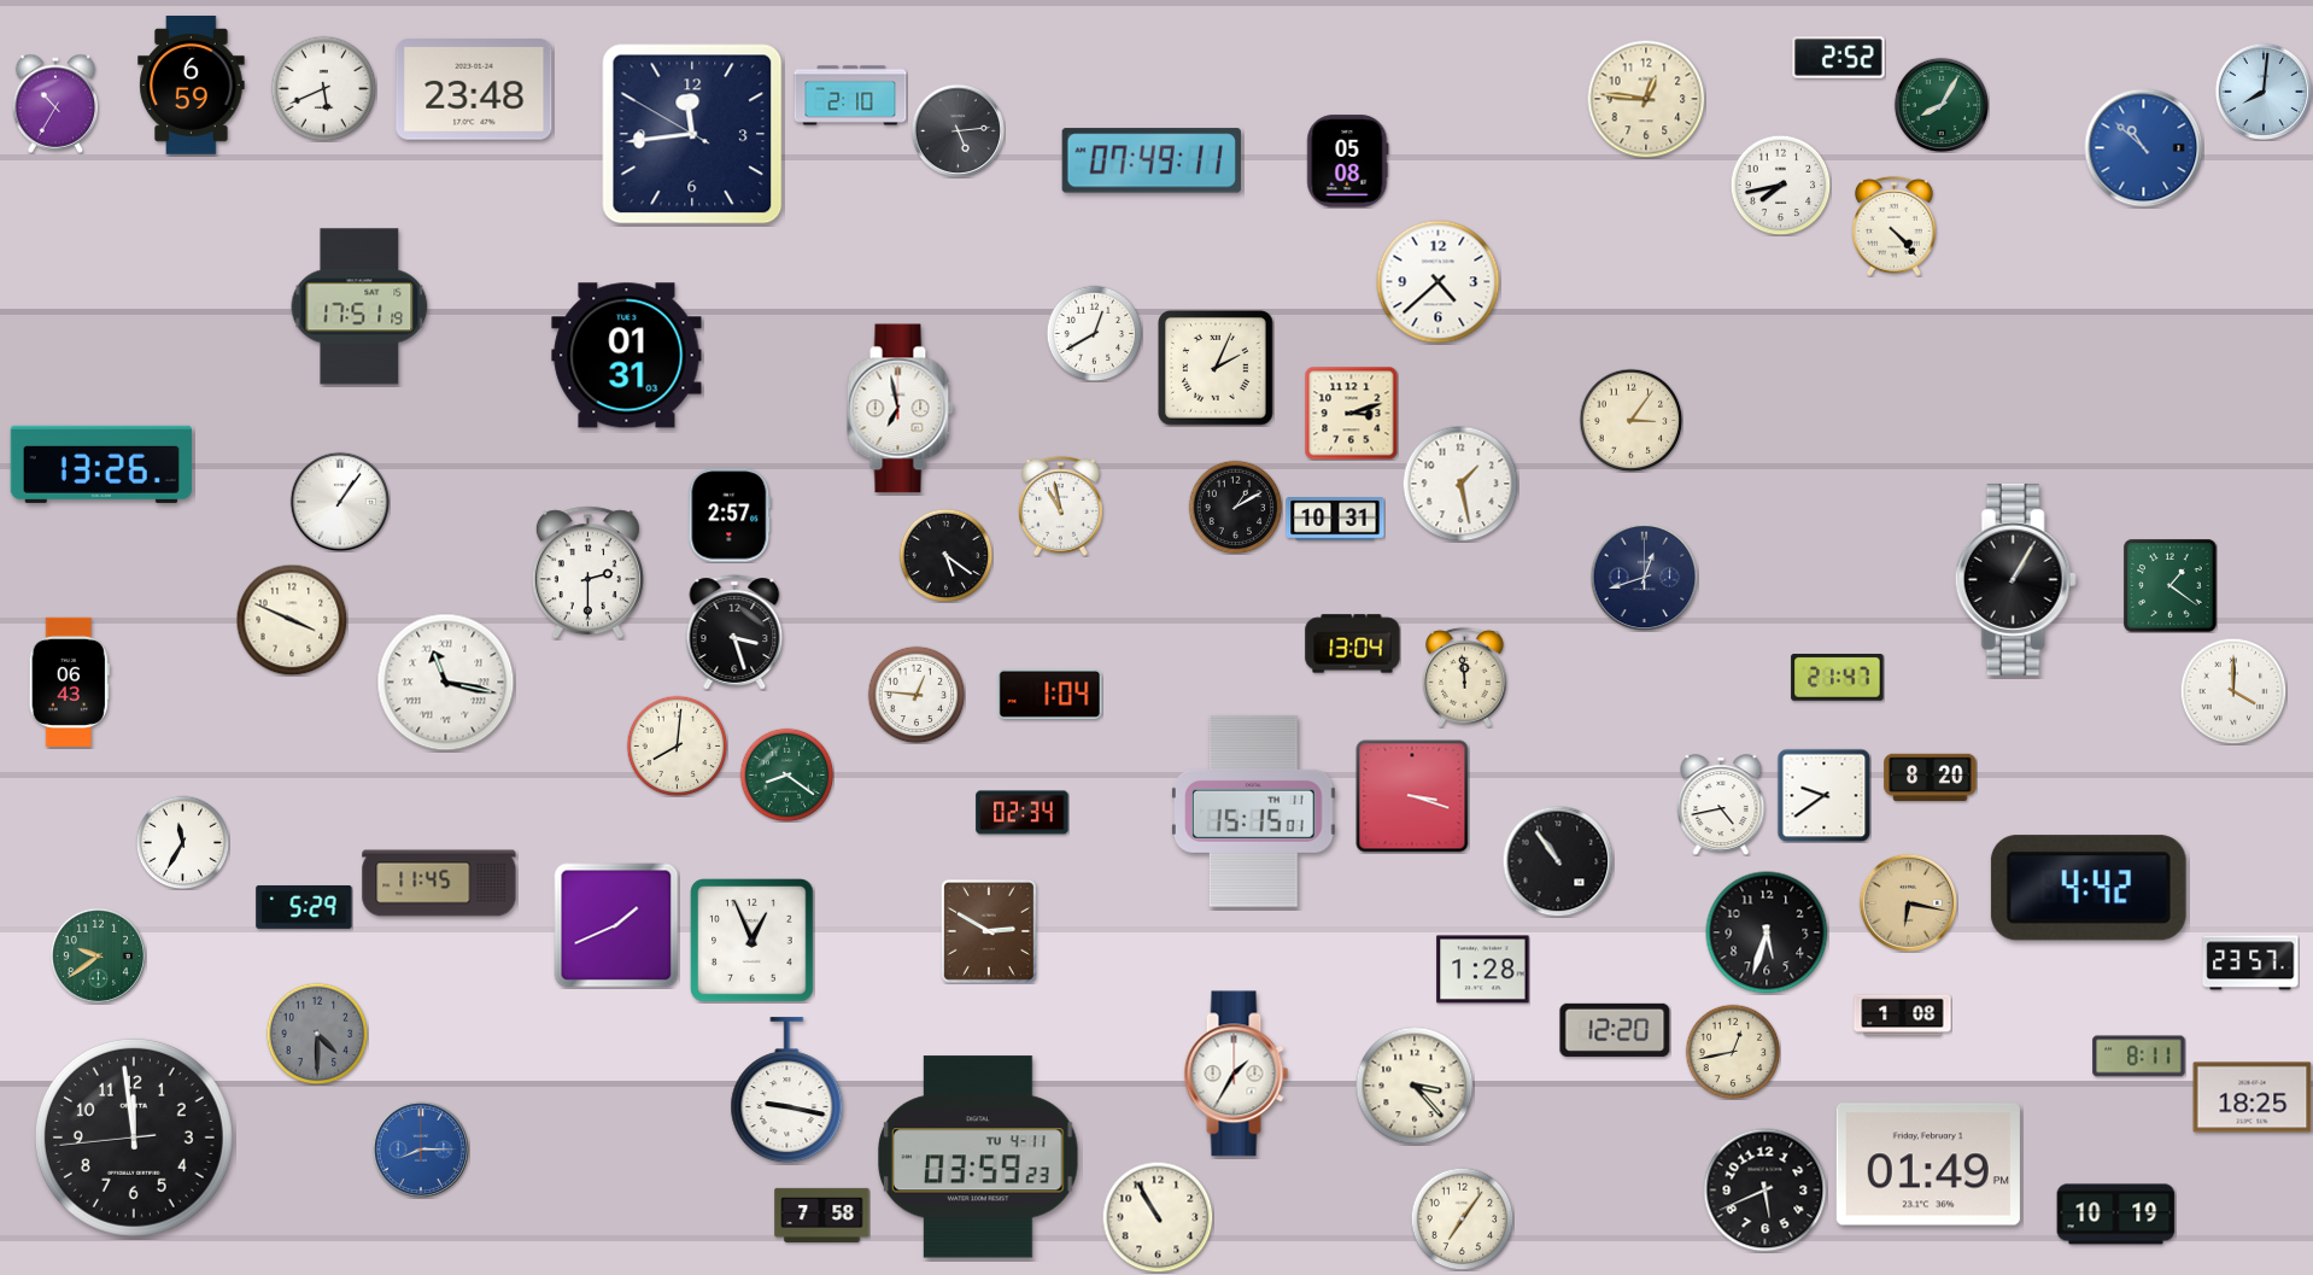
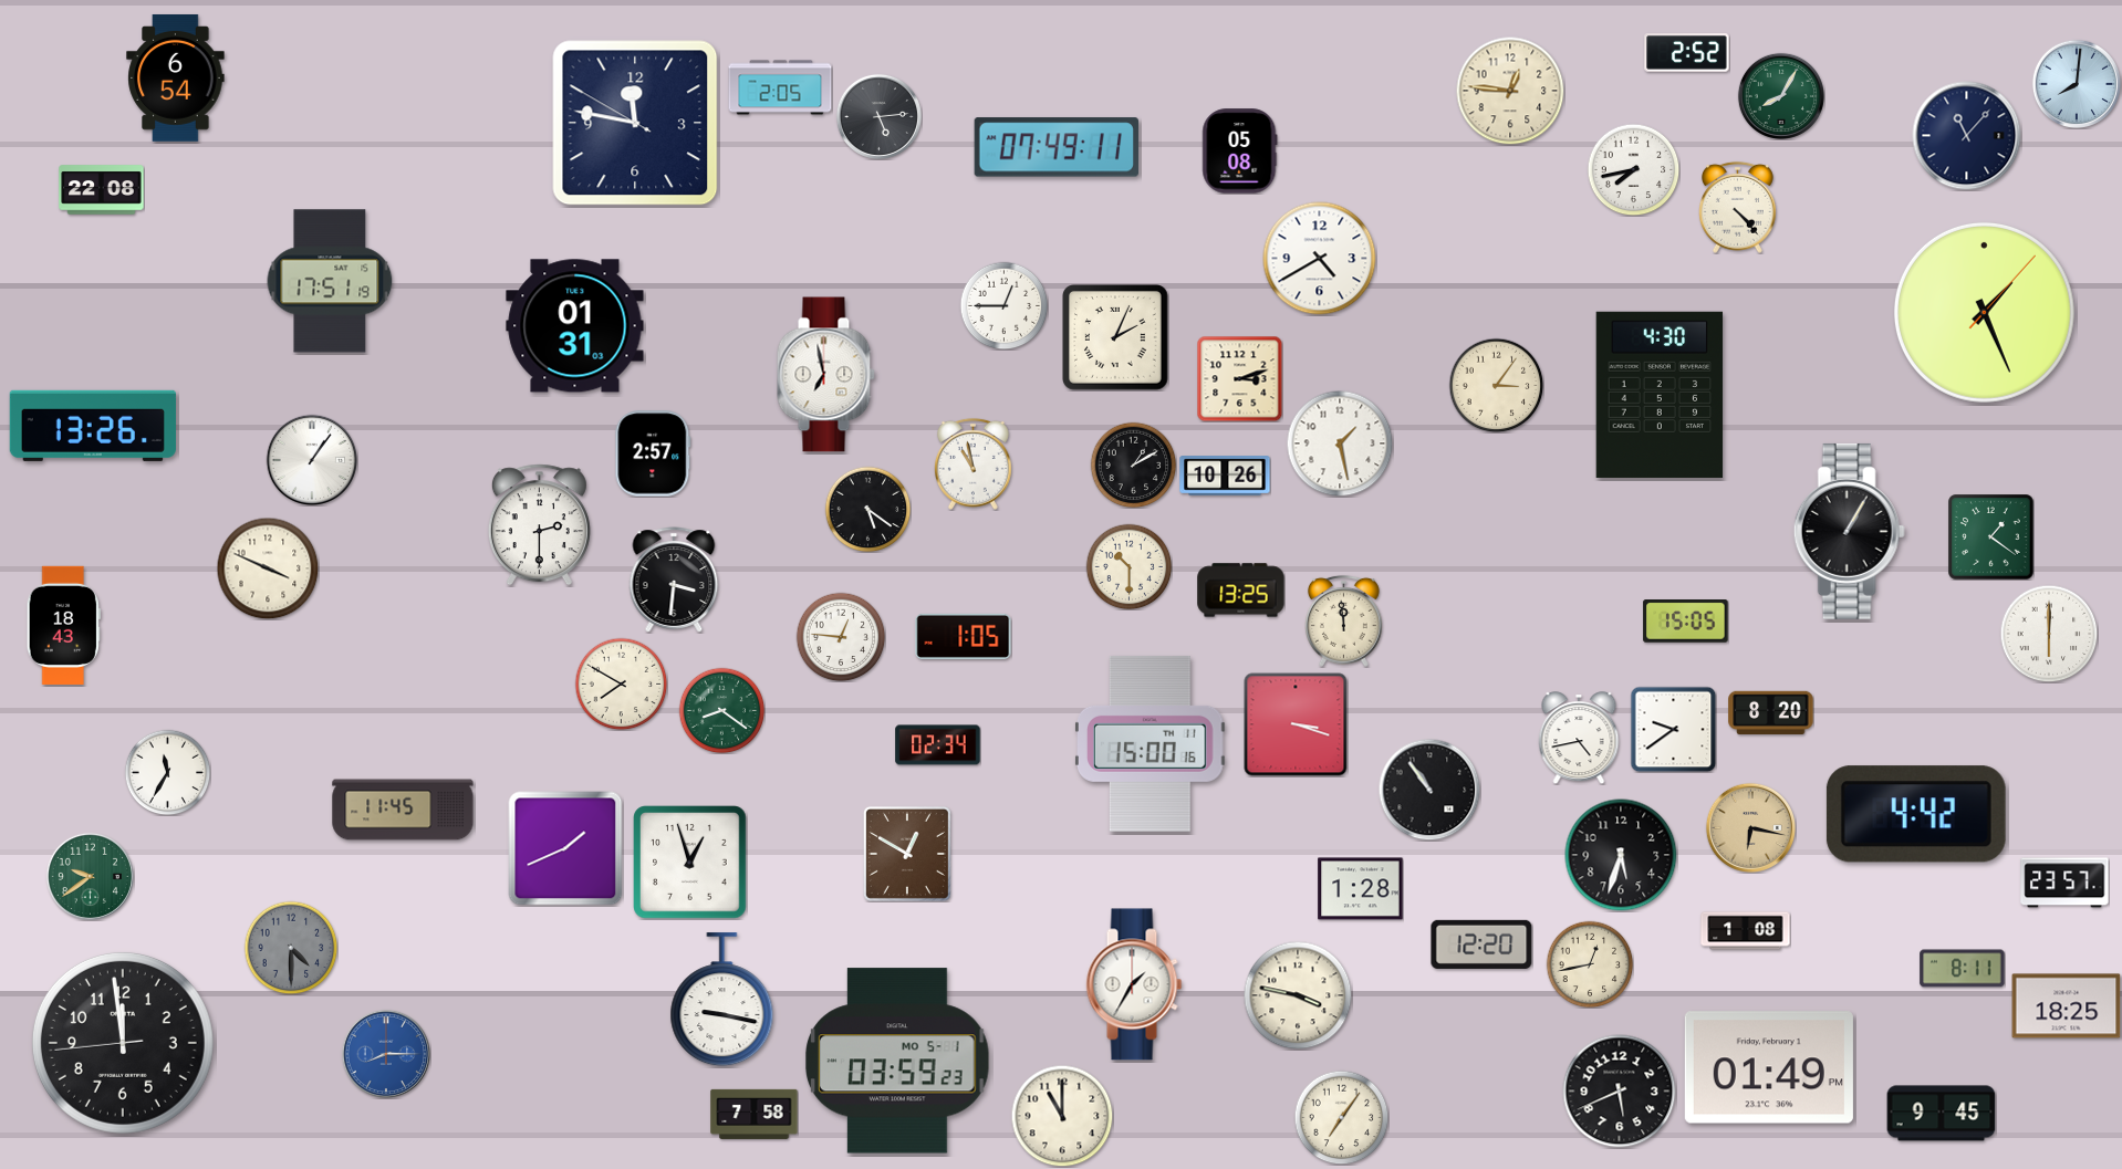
clock at (192, 84): 6:59 -> 6:54
clock at (323, 88): 5:41 -> none
clock at (474, 90): 23:48 -> none
clock at (850, 95): 2:10 -> 2:05
clock at (55, 104): 10:35 -> none
clock at (958, 130) position: (958, 130) -> (878, 116)
clock at (692, 134): 11:43 -> 11:46
clock at (2144, 148): 10:52 -> 11:07
clock at (2144, 148) dial: blue -> navy
clock at (1348, 162) position: (1348, 162) -> (1240, 152)
clock at (102, 190): none -> 22:08
clock at (1439, 282): 4:38 -> 4:40
clock at (1094, 333): 12:40 -> 12:45
clock at (1984, 312): none -> 1:26
clock at (1660, 395): none -> 4:30
clock at (730, 515) position: (730, 515) -> (653, 453)
clock at (1335, 519): 10:31 -> 10:26
clock at (1644, 577): 12:42 -> none
clock at (1128, 566): none -> 10:30
clock at (734, 632): 3:27 -> 3:31
clock at (1353, 644): 13:04 -> 13:25
clock at (1838, 678): 21:47 -> 15:05
clock at (69, 682): 06:43 -> 18:43
clock at (446, 683): 11:17 -> none
clock at (2233, 691): 4:00 -> 6:00
clock at (1050, 694): 1:04 -> 1:05
clock at (677, 745): 8:01 -> 7:50
clock at (1412, 796) position: (1412, 796) -> (1296, 724)
clock at (1254, 811): 15:15 -> 15:00
clock at (304, 907): 5:29 -> none
clock at (989, 931): 2:50 -> 12:50
clock at (753, 941): 12:56 -> 12:57
clock at (1415, 1086): 3:23 -> 3:47
clock at (979, 1157) date: TU 4-11 -> MO 5-1
clock at (2116, 1215): 10:19 -> 9:45
clock at (1158, 1217): 10:55 -> 11:00
